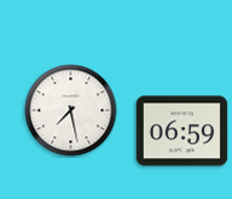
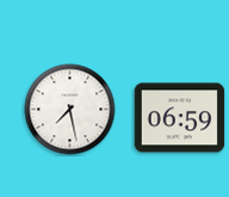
clock at (182, 131) position: (182, 131) -> (180, 118)
